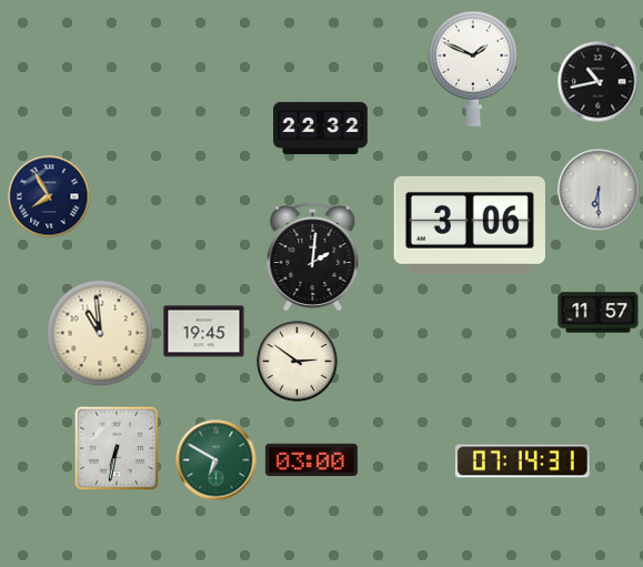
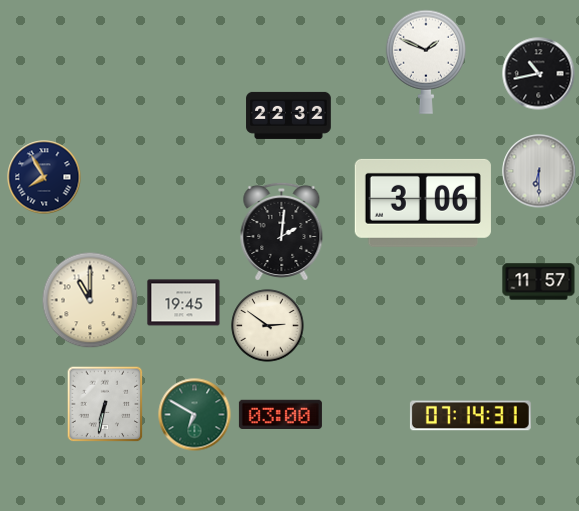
clock at (204, 332) position: (204, 332) -> (184, 303)
clock at (100, 333): 10:59 -> 11:00
